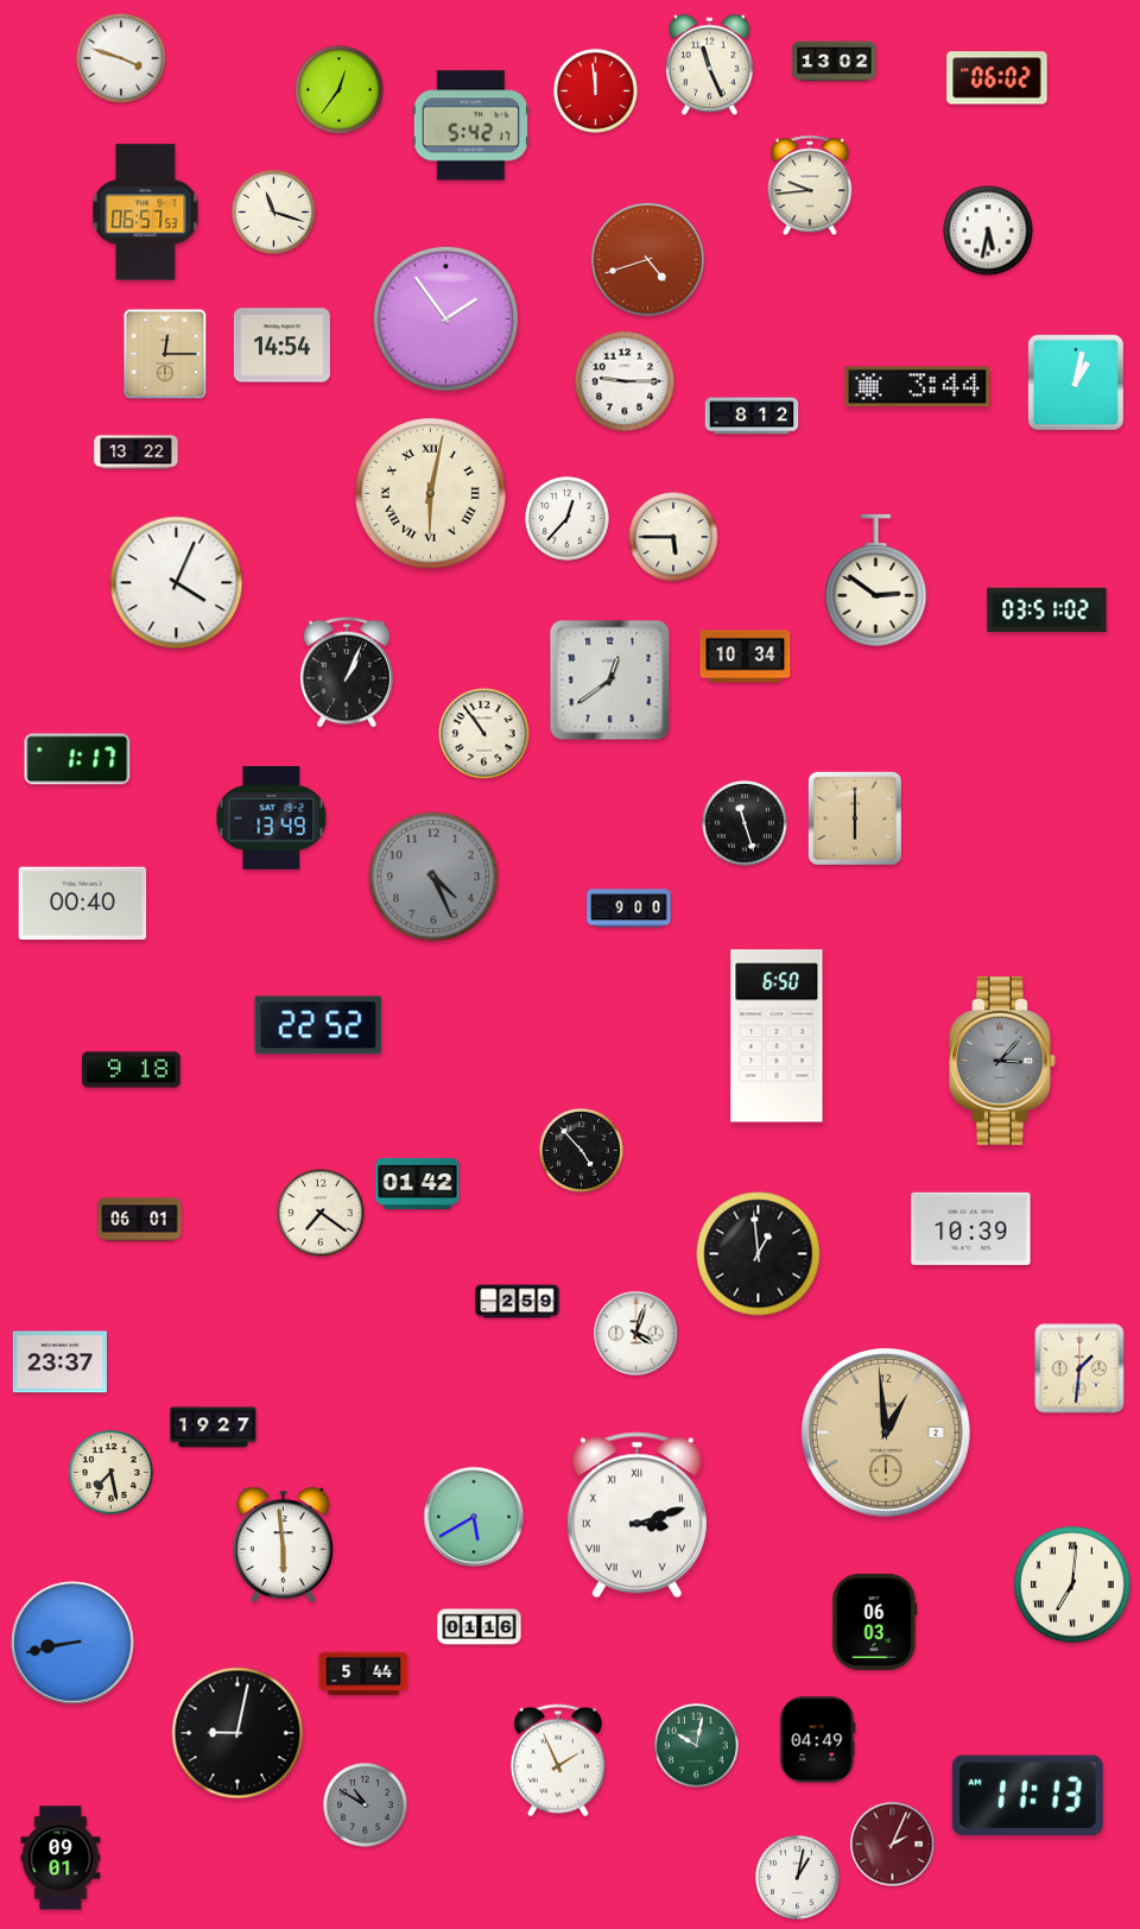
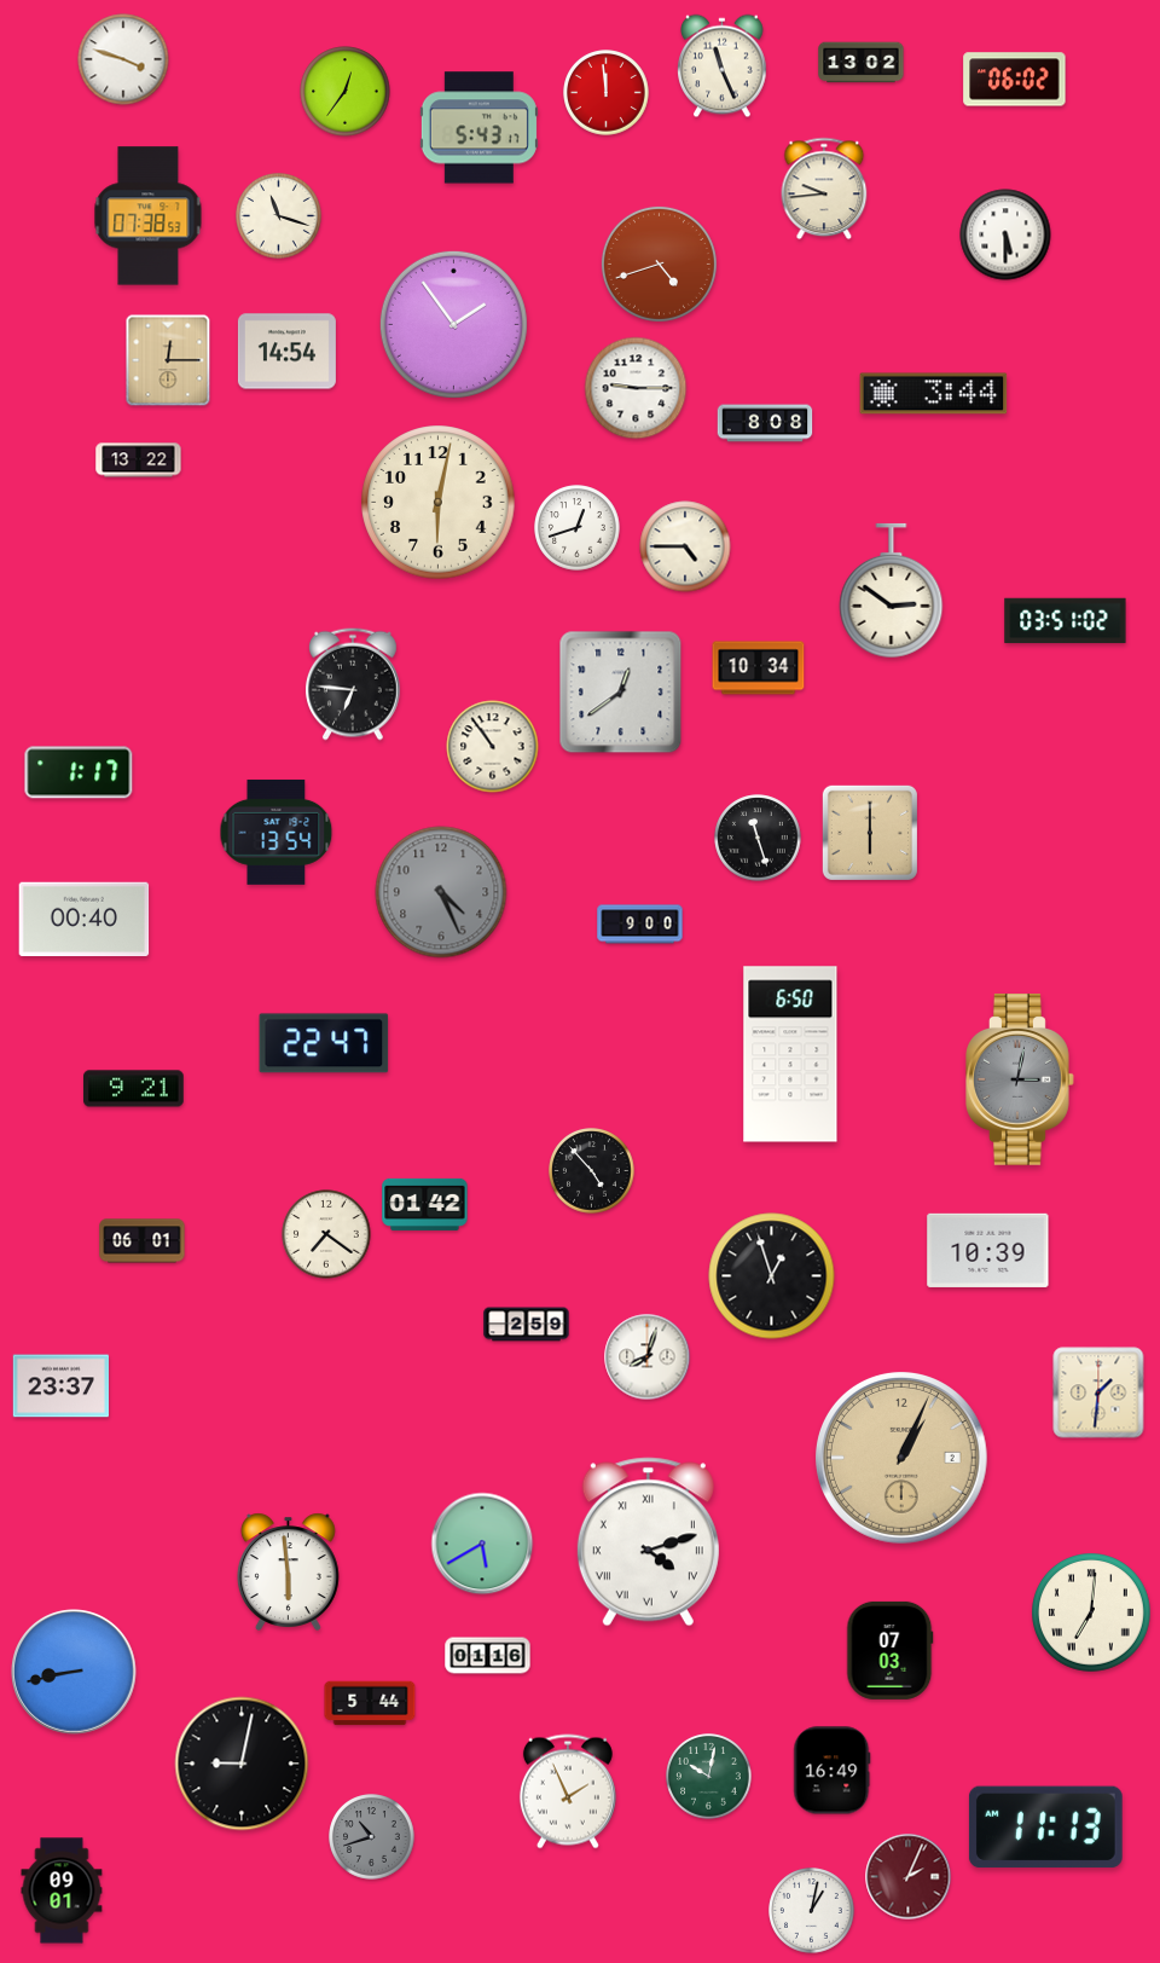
clock at (835, 62) position: (835, 62) -> (862, 63)
clock at (470, 126): 5:42 -> 5:43
clock at (146, 213): 06:57 -> 07:38
clock at (988, 230): 5:32 -> 5:30
clock at (1075, 381): 1:02 -> none
clock at (752, 416): 8:12 -> 8:08
clock at (431, 494) numerals: Roman -> Arabic
clock at (568, 519): 12:37 -> 12:42
clock at (673, 537): 5:45 -> 4:45
clock at (177, 583): 4:04 -> none
clock at (347, 672): 1:04 -> 6:46
clock at (272, 817): 13:49 -> 13:54
clock at (318, 1025): 22:52 -> 22:47
clock at (1003, 1062): 3:07 -> 3:02
clock at (132, 1070): 9:18 -> 9:21
clock at (759, 1254): 12:59 -> 12:57
clock at (636, 1334): 4:03 -> 8:03
clock at (214, 1428): 19:27 -> none
clock at (886, 1432): 12:59 -> 1:04
clock at (112, 1473): 7:28 -> none
clock at (636, 1516): 3:12 -> 4:12
clock at (875, 1621): 06:03 -> 07:03
clock at (818, 1740): 04:49 -> 16:49
clock at (366, 1805): 10:50 -> 10:42
